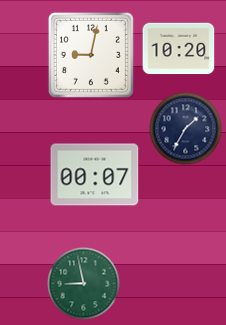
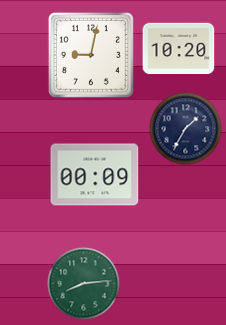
clock at (95, 175): 00:07 -> 00:09
clock at (84, 284): 8:58 -> 8:14
